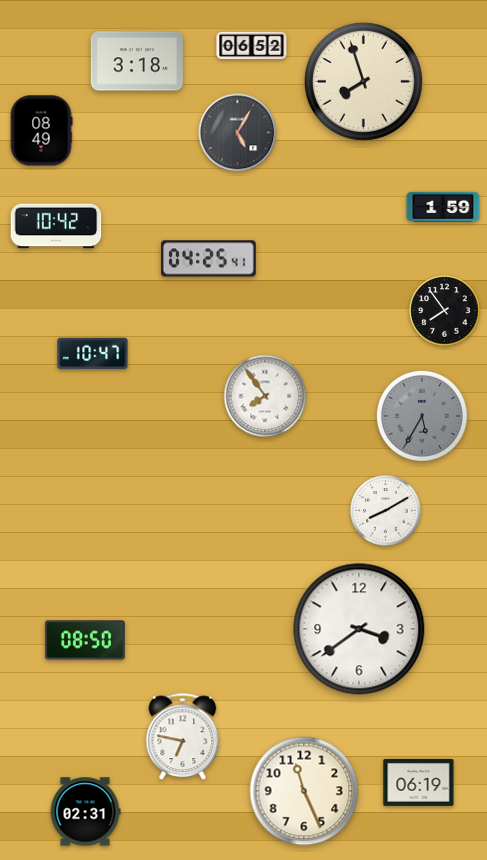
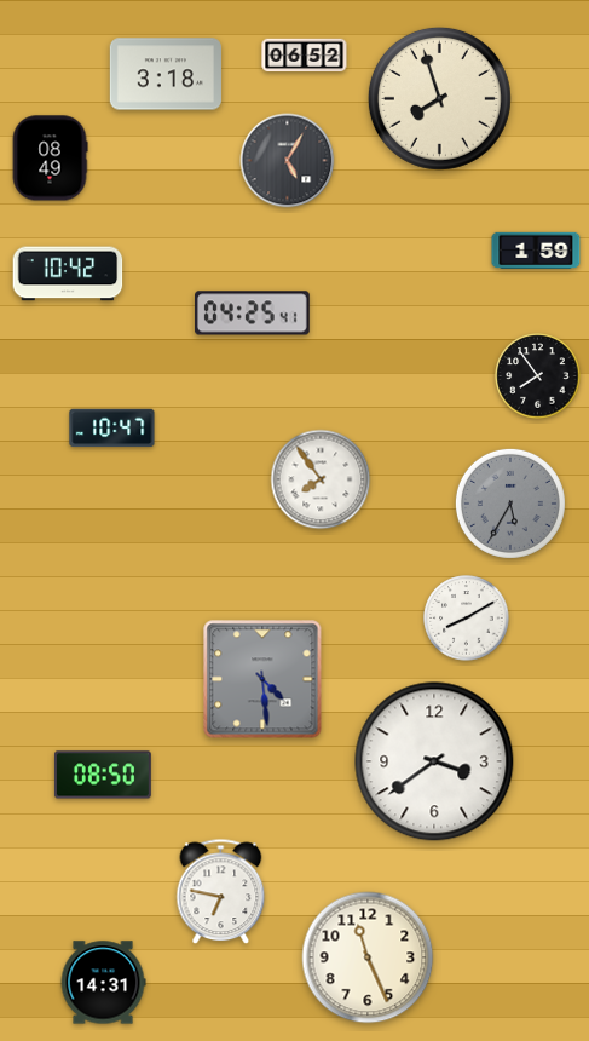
clock at (262, 679): none -> 4:29
clock at (419, 782): 06:19 -> none
clock at (85, 812): 02:31 -> 14:31
